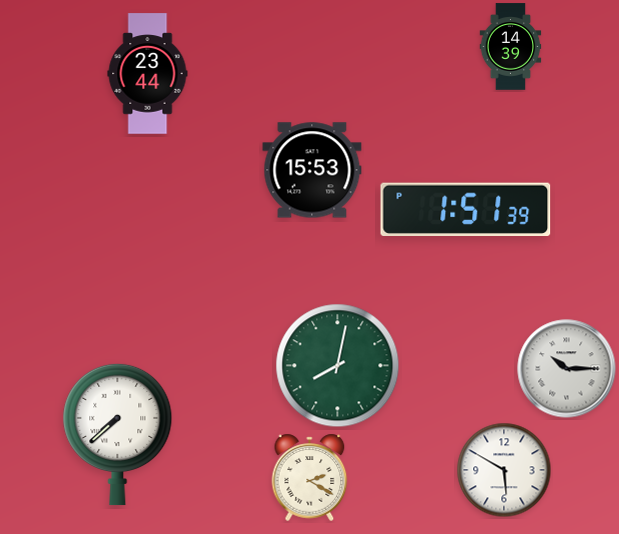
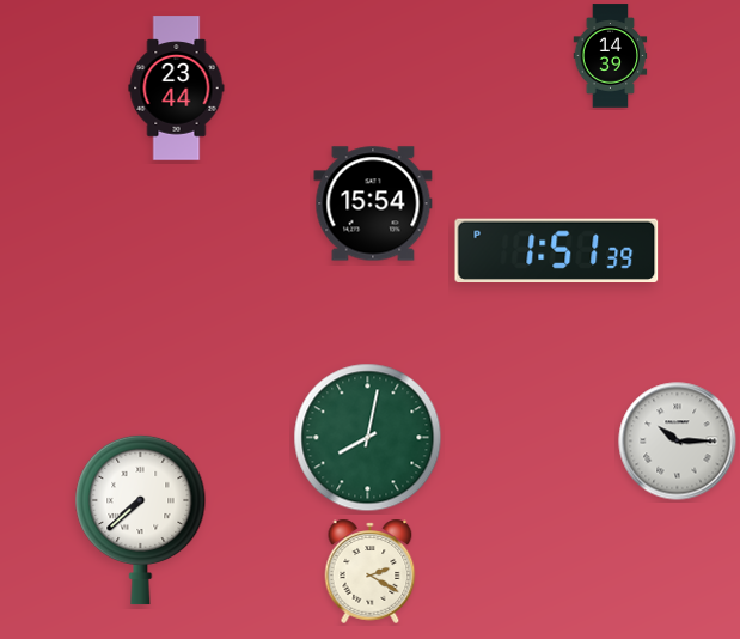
clock at (312, 170): 15:53 -> 15:54
clock at (338, 366) position: (338, 366) -> (368, 438)
clock at (504, 470): 5:50 -> none
